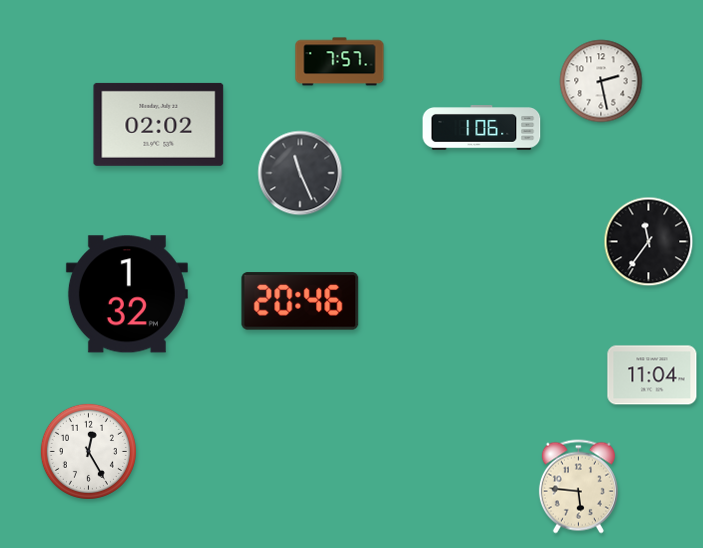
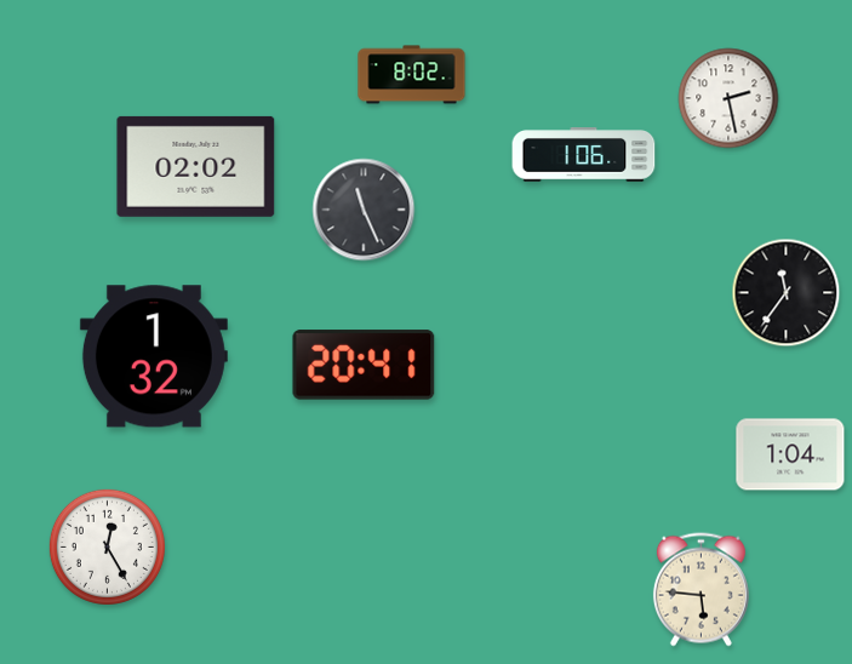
clock at (340, 62): 7:57 -> 8:02
clock at (159, 124) position: (159, 124) -> (196, 166)
clock at (300, 301): 20:46 -> 20:41
clock at (652, 375): 11:04 -> 1:04
